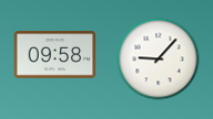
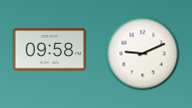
clock at (159, 59): 9:07 -> 9:11
